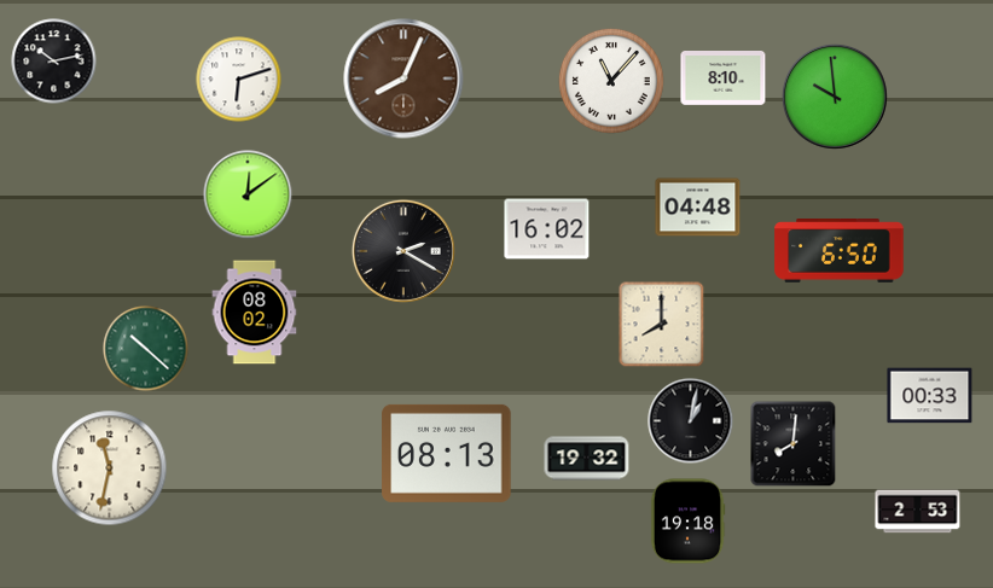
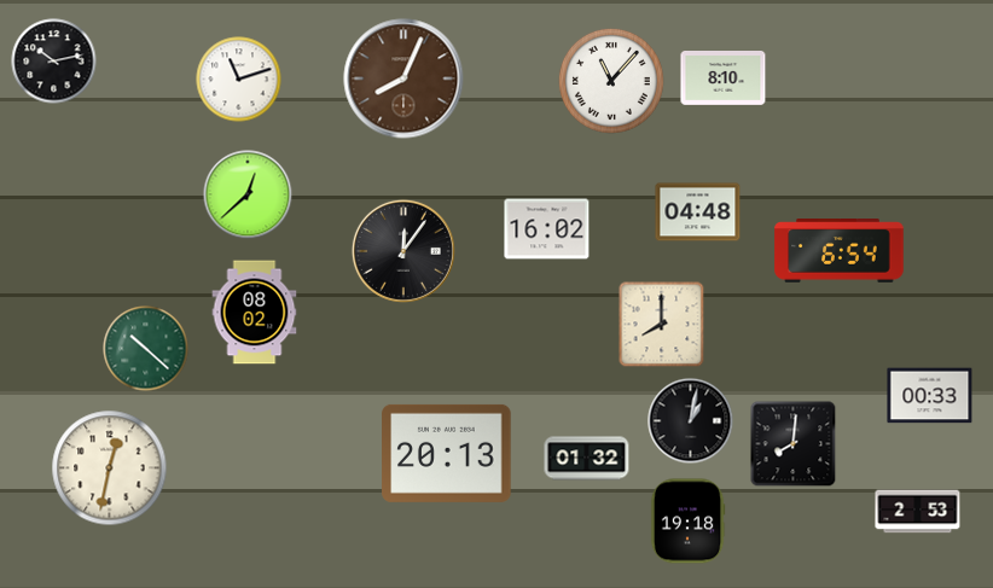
clock at (239, 80): 6:12 -> 11:12
clock at (835, 97): 9:59 -> none
clock at (248, 194): 12:09 -> 12:38
clock at (698, 208) position: (698, 208) -> (698, 213)
clock at (403, 251): 2:20 -> 12:06
clock at (840, 251): 6:50 -> 6:54
clock at (447, 453): 08:13 -> 20:13
clock at (587, 459): 19:32 -> 01:32
clock at (110, 468): 11:32 -> 12:32
